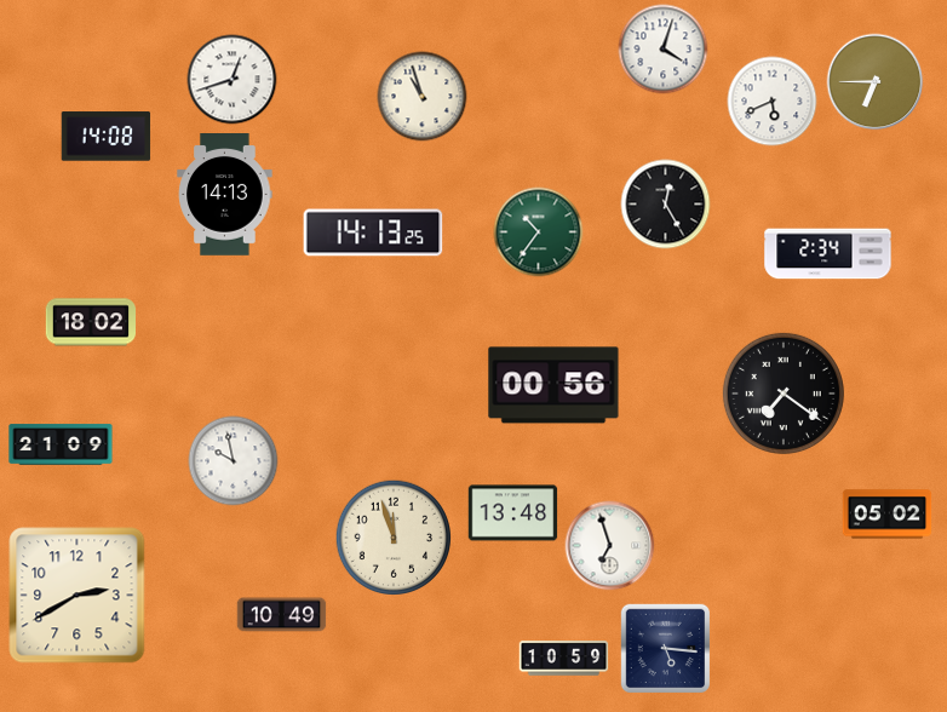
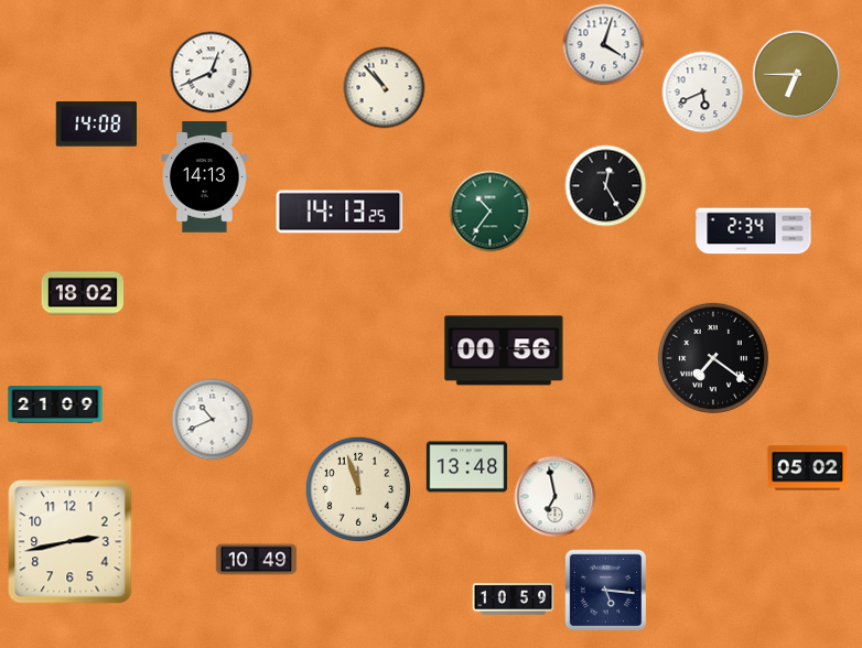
clock at (233, 80): 12:42 -> 12:41
clock at (423, 97): 10:57 -> 10:53
clock at (234, 461): 9:58 -> 10:41
clock at (610, 546): 6:57 -> 6:58
clock at (78, 596): 2:40 -> 2:43
